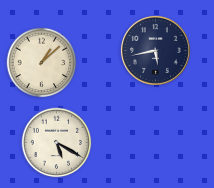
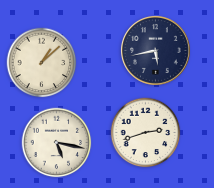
clock at (146, 133): none -> 2:42
clock at (57, 143): 5:20 -> 5:17
